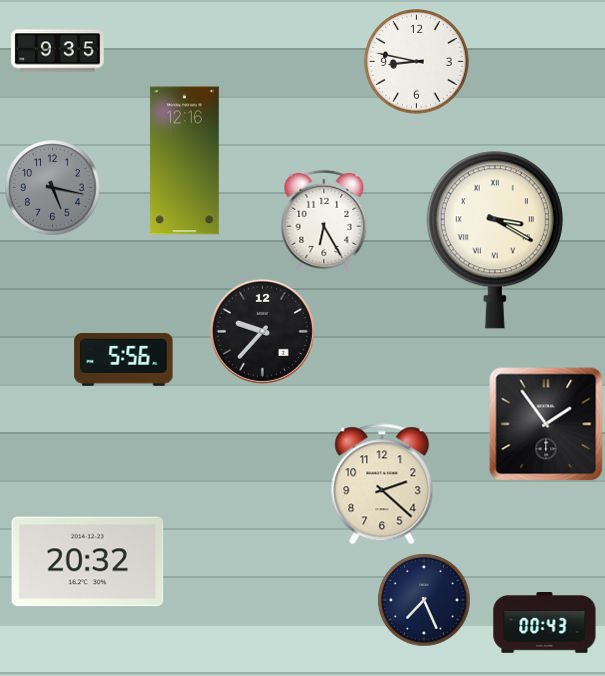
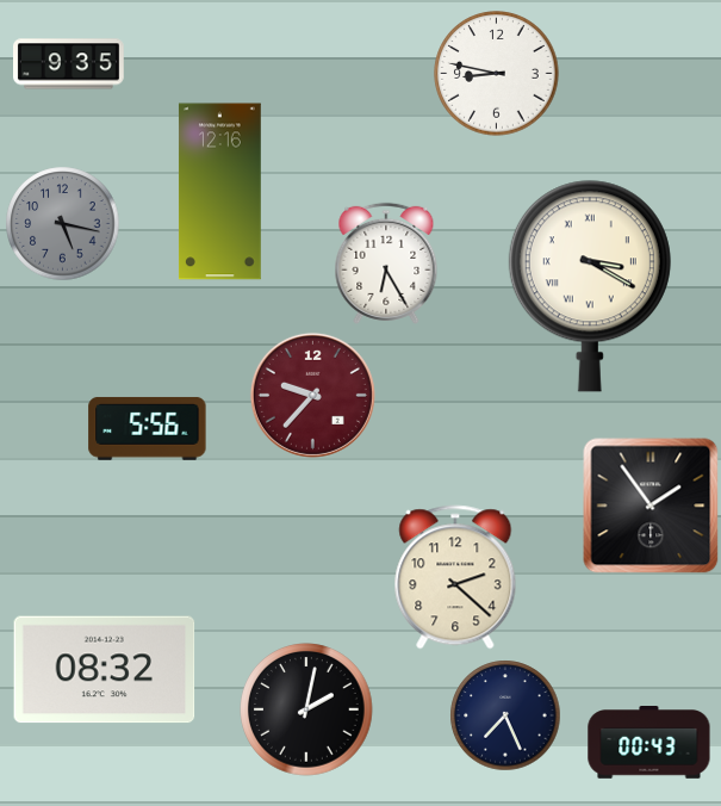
clock at (58, 51) position: (58, 51) -> (69, 64)
clock at (262, 331) dial: black -> burgundy
clock at (88, 562): 20:32 -> 08:32
clock at (306, 709): none -> 2:02
